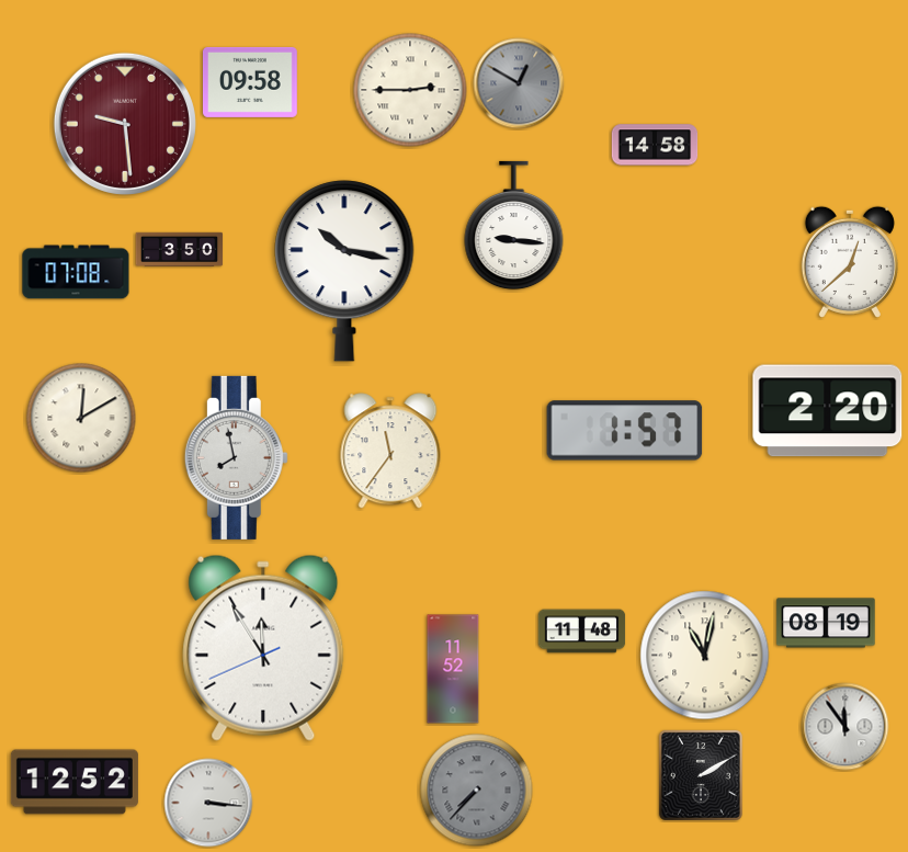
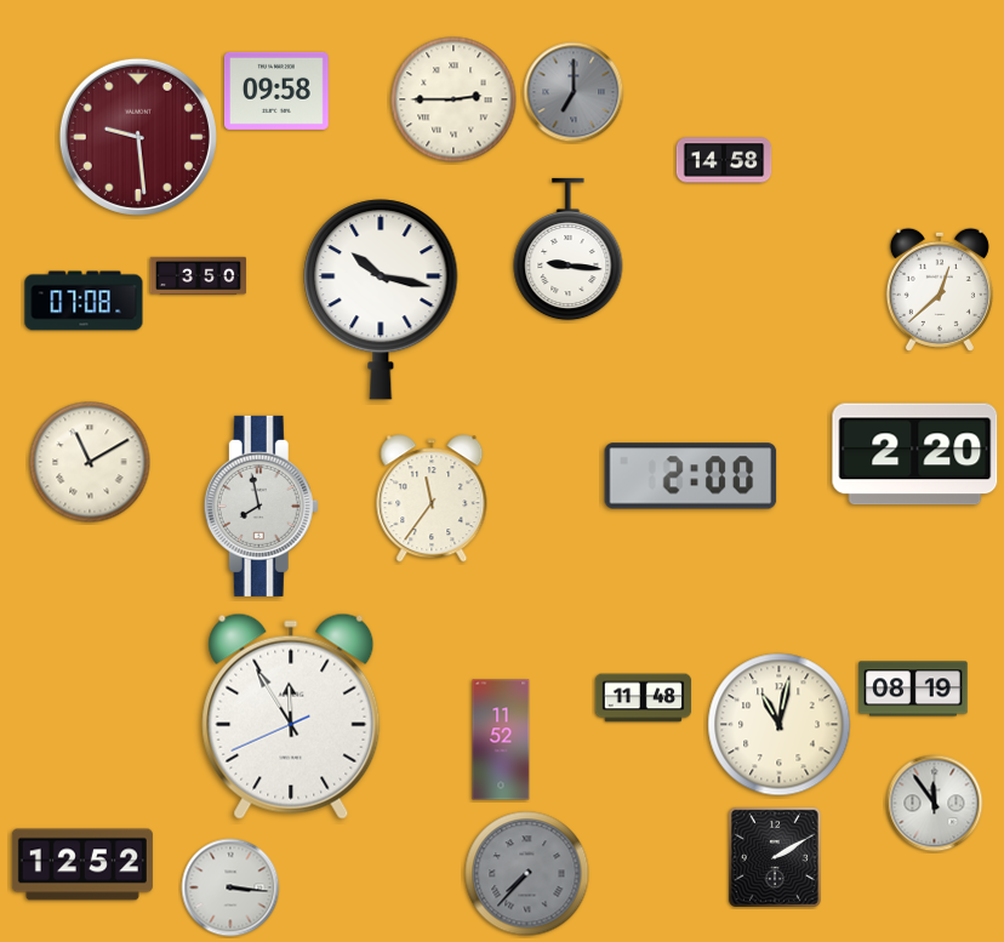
clock at (519, 83): 12:50 -> 7:00
clock at (81, 418): 12:10 -> 11:10
clock at (625, 431): 1:57 -> 2:00
